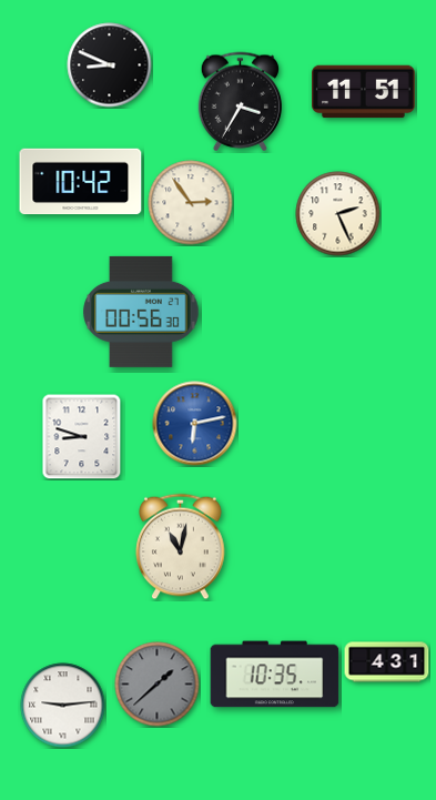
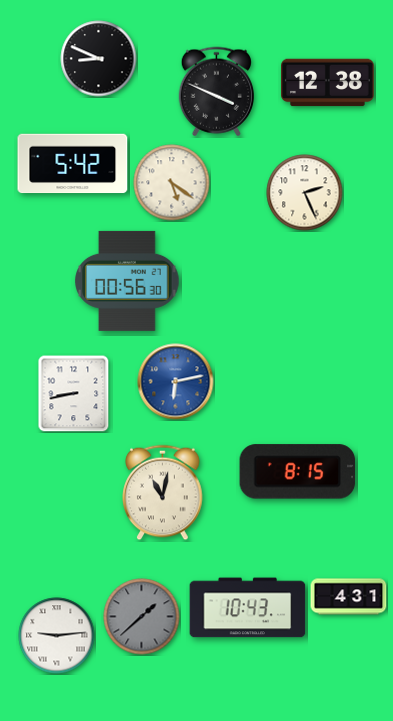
clock at (364, 92): 11:51 -> 12:38
clock at (240, 102): 3:35 -> 3:49
clock at (81, 182): 10:42 -> 5:42
clock at (191, 203): 2:54 -> 5:21
clock at (82, 436): 8:48 -> 8:43
clock at (298, 472): none -> 8:15
clock at (275, 675): 10:35 -> 10:43
